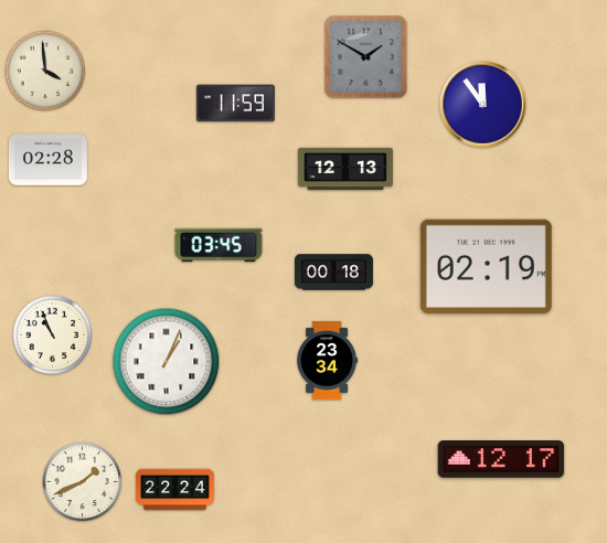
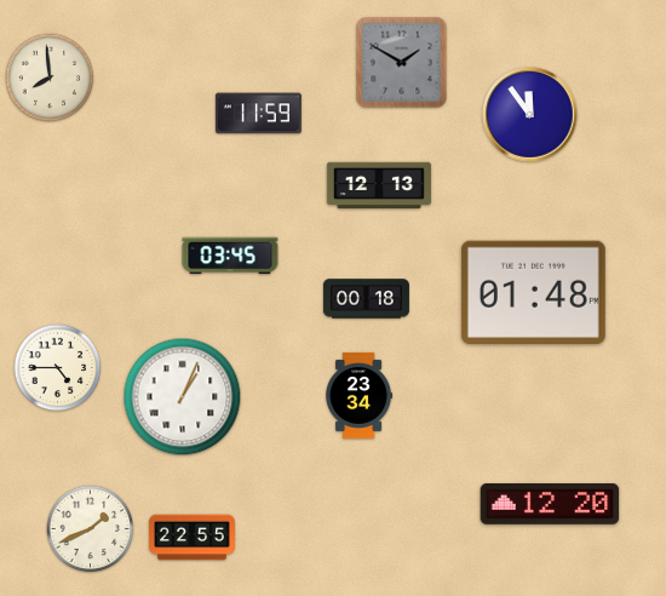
clock at (45, 71): 3:59 -> 7:59
clock at (47, 160): 02:28 -> none
clock at (219, 245) position: (219, 245) -> (230, 256)
clock at (486, 266): 02:19 -> 01:48
clock at (53, 336): 10:56 -> 4:45
clock at (501, 460): 12:17 -> 12:20
clock at (174, 490): 22:24 -> 22:55
